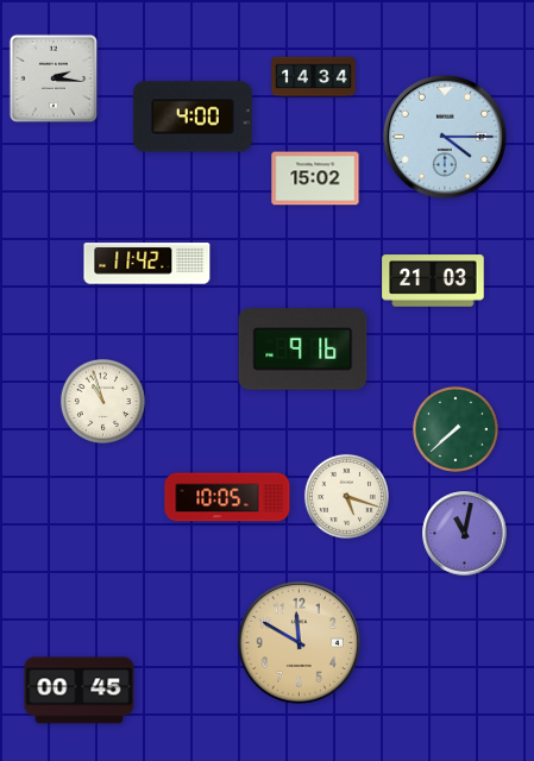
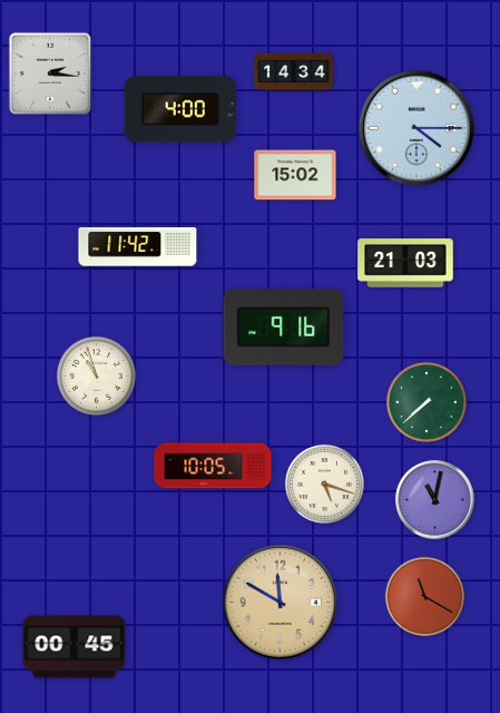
clock at (315, 178) position: (315, 178) -> (295, 175)
clock at (346, 496) position: (346, 496) -> (324, 484)
clock at (424, 596): none -> 11:20
